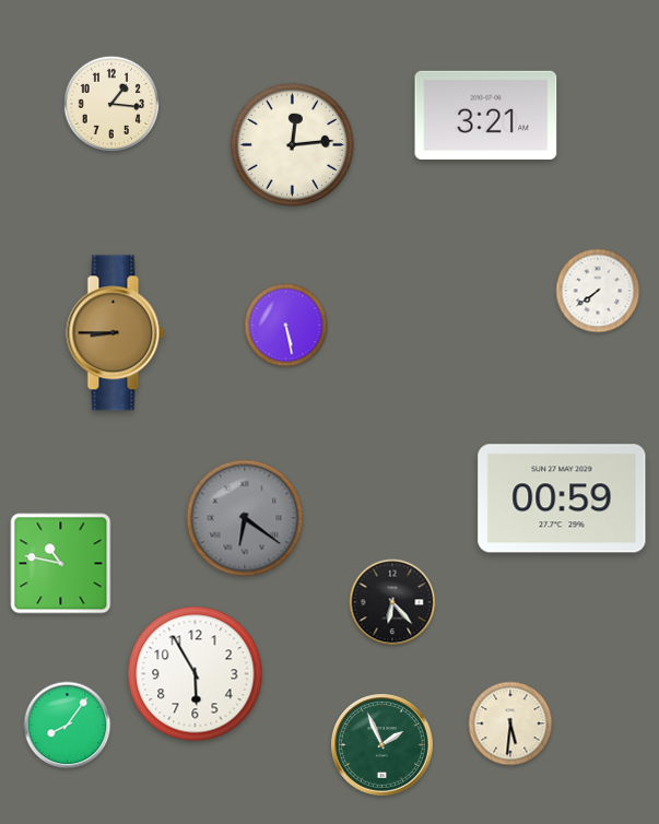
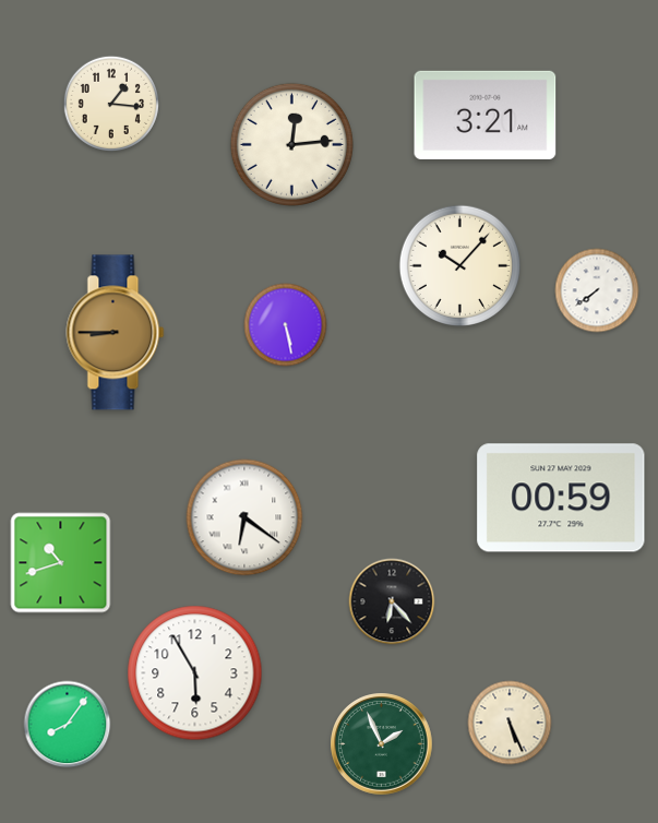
clock at (459, 265): none -> 10:07
clock at (245, 518) dial: grey -> white
clock at (61, 564): 10:47 -> 10:42
clock at (510, 723): 5:31 -> 5:26
